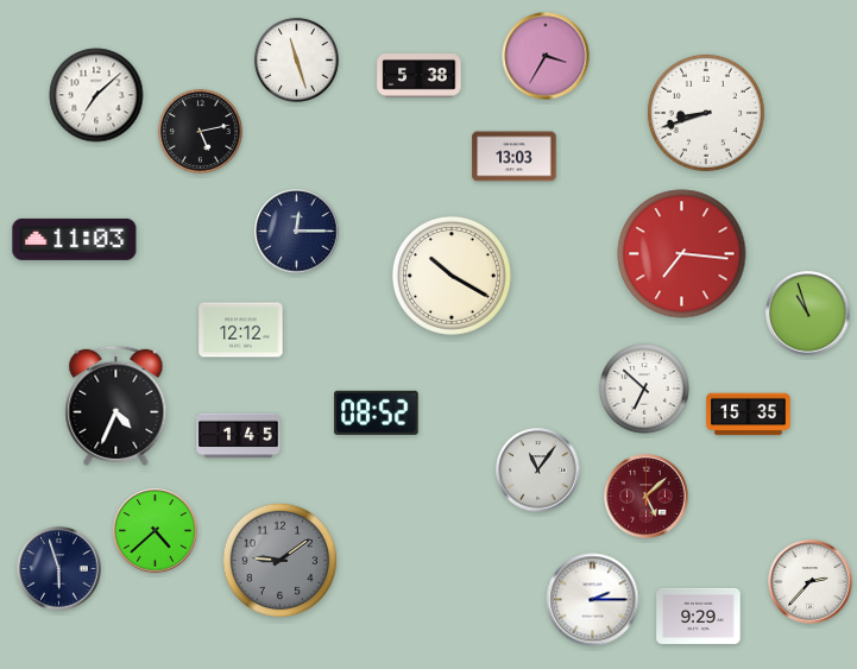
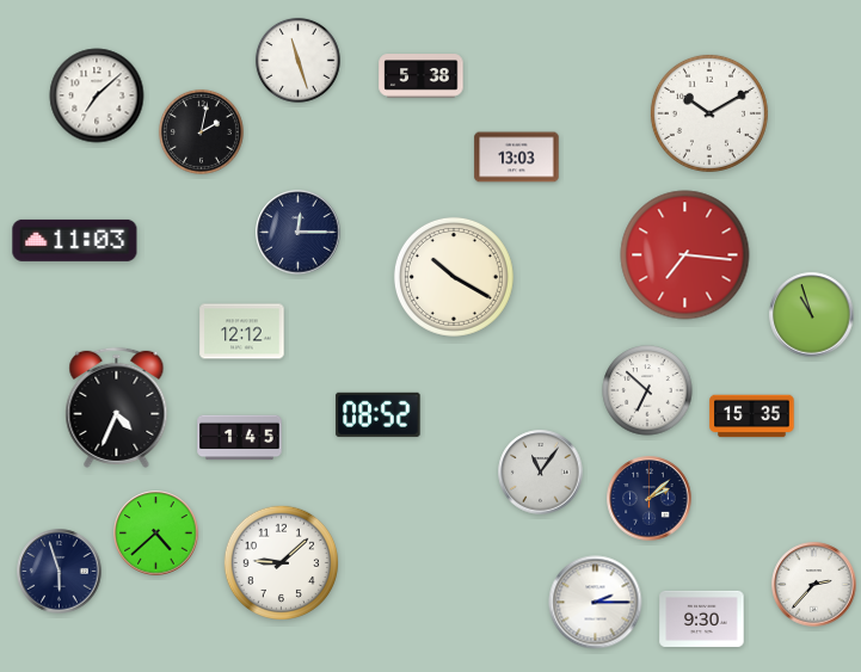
clock at (546, 56): 3:35 -> none
clock at (706, 113): 8:42 -> 10:10
clock at (200, 131): 5:13 -> 2:02
clock at (647, 497): 5:08 -> 2:08
clock at (647, 497) dial: burgundy -> navy
clock at (279, 560): 9:09 -> 9:08
clock at (279, 560) dial: grey -> white
clock at (699, 616): 9:29 -> 9:30
